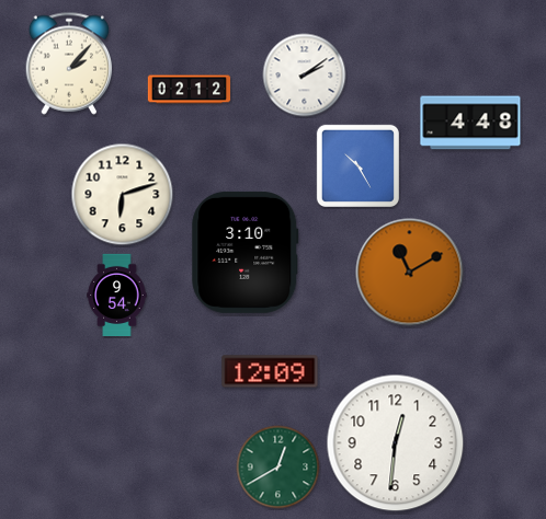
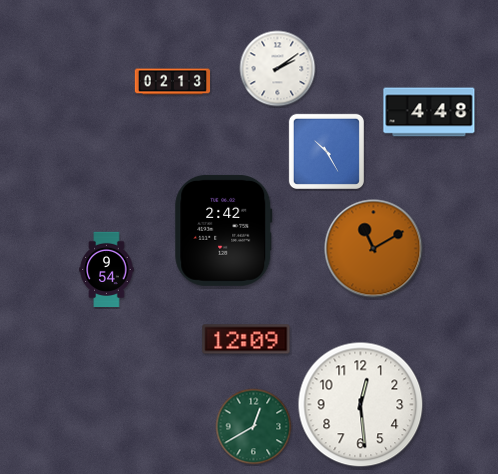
clock at (69, 64): 2:07 -> none
clock at (190, 90): 02:12 -> 02:13
clock at (123, 195): 6:12 -> none
clock at (246, 252): 3:10 -> 2:42
clock at (396, 443): 12:31 -> 12:29
